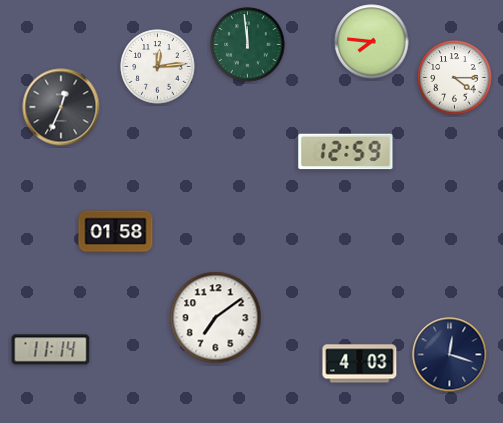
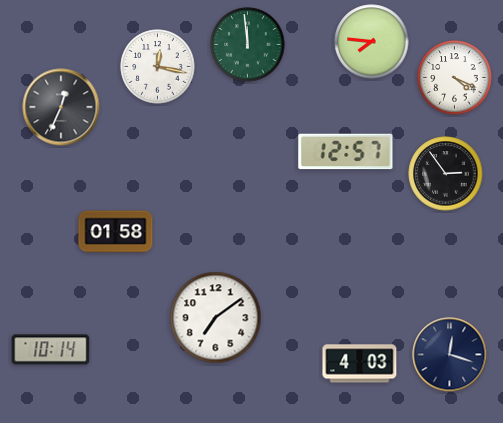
clock at (158, 67): 12:14 -> 12:17
clock at (455, 78): 4:15 -> 4:19
clock at (346, 152): 12:59 -> 12:57
clock at (446, 174): none -> 2:54
clock at (51, 350): 11:14 -> 10:14
